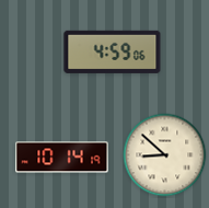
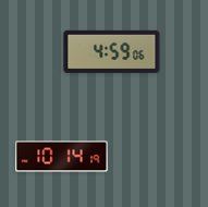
clock at (165, 155): 8:52 -> none
